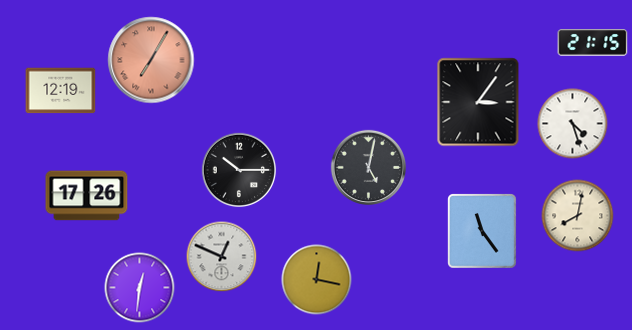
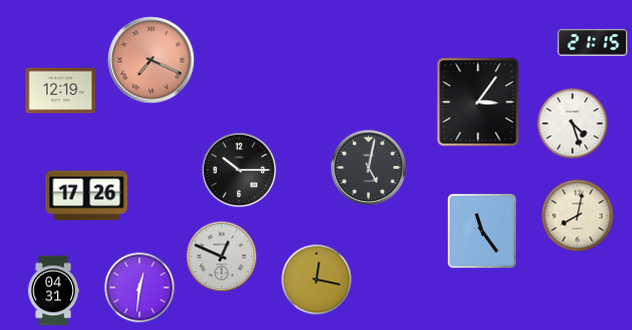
clock at (151, 60): 7:05 -> 7:19
clock at (54, 291): none -> 04:31
